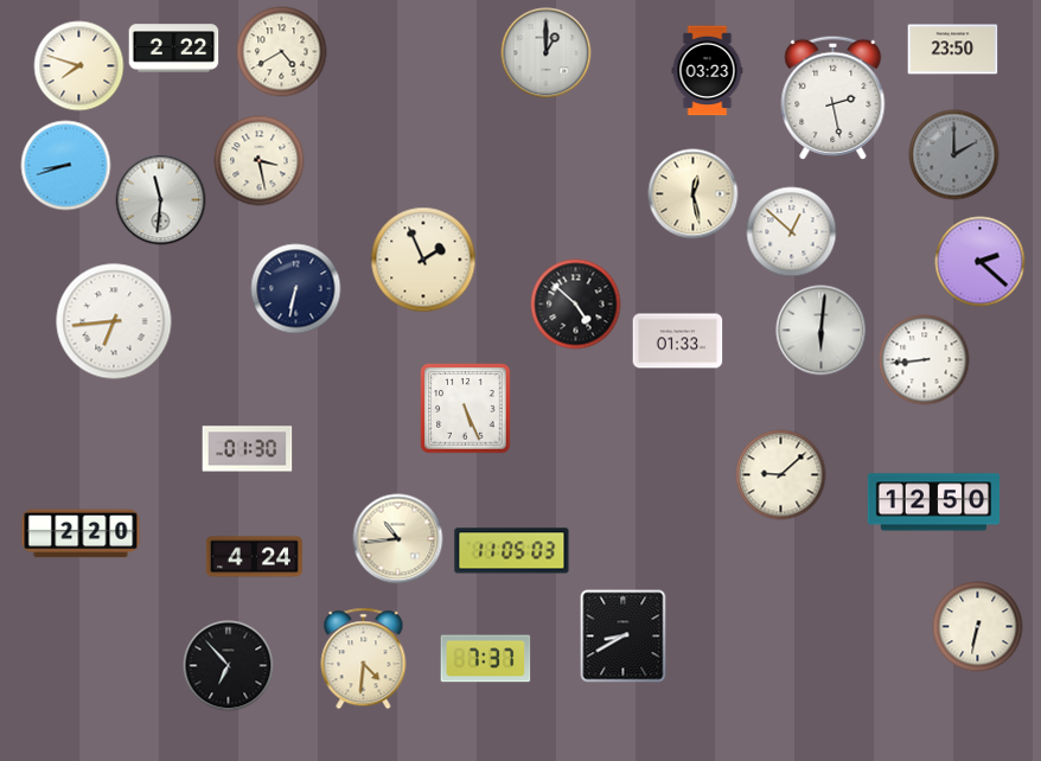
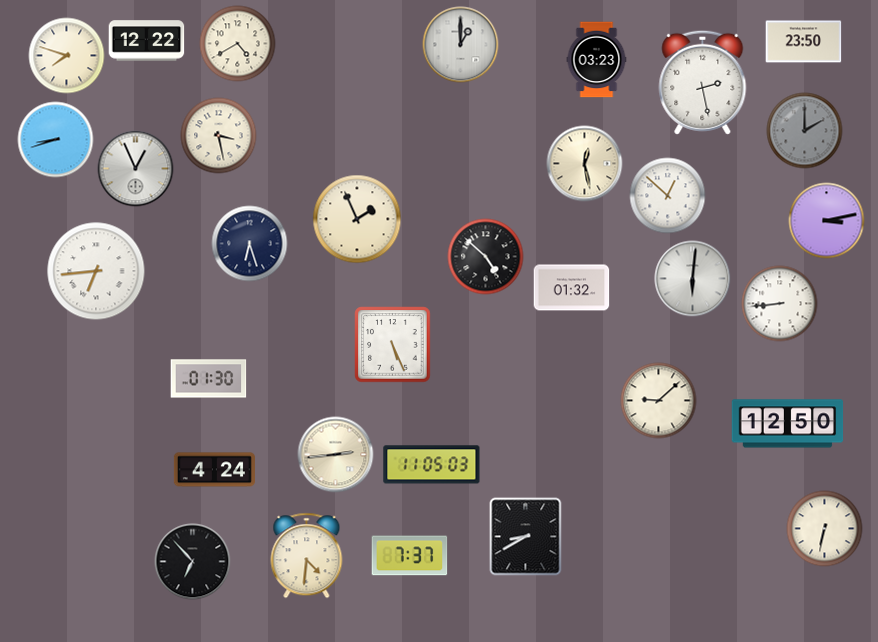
clock at (174, 49): 2:22 -> 12:22
clock at (161, 200): 11:31 -> 12:56
clock at (981, 262): 2:22 -> 3:13
clock at (296, 289): 6:32 -> 6:27
clock at (678, 341): 01:33 -> 01:32
clock at (81, 533): 2:20 -> none
clock at (398, 539): 10:44 -> 2:44
